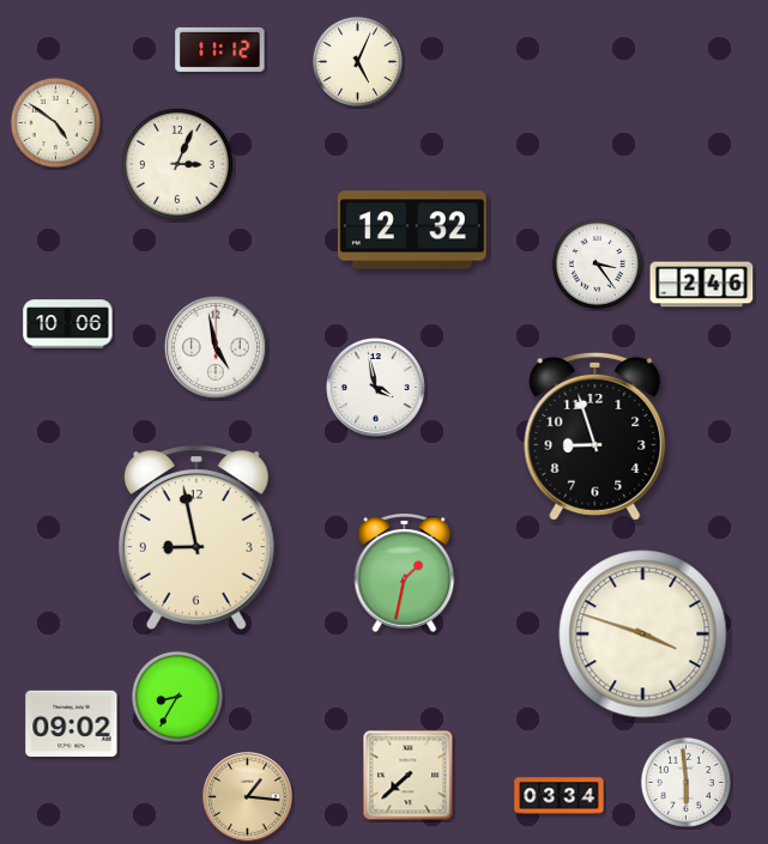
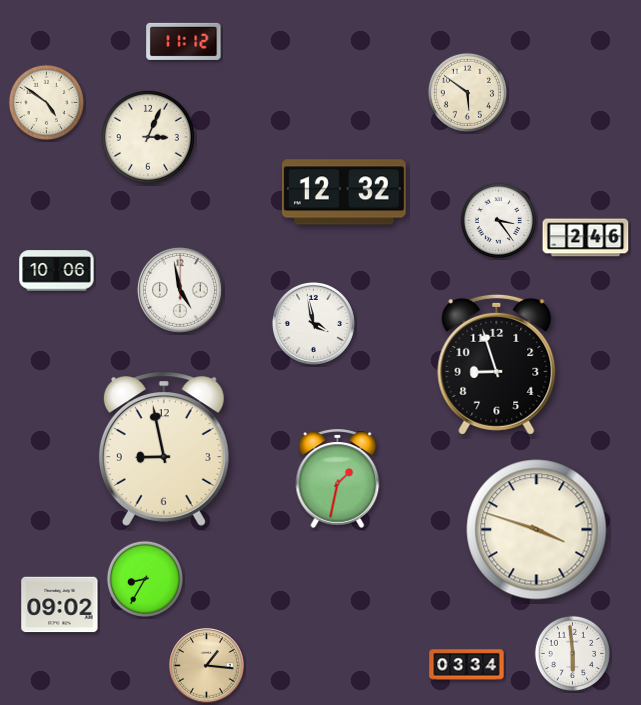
clock at (357, 61): 5:04 -> none
clock at (467, 92): none -> 5:51
clock at (177, 697) position: (177, 697) -> (145, 579)
clock at (409, 776): 7:38 -> none
